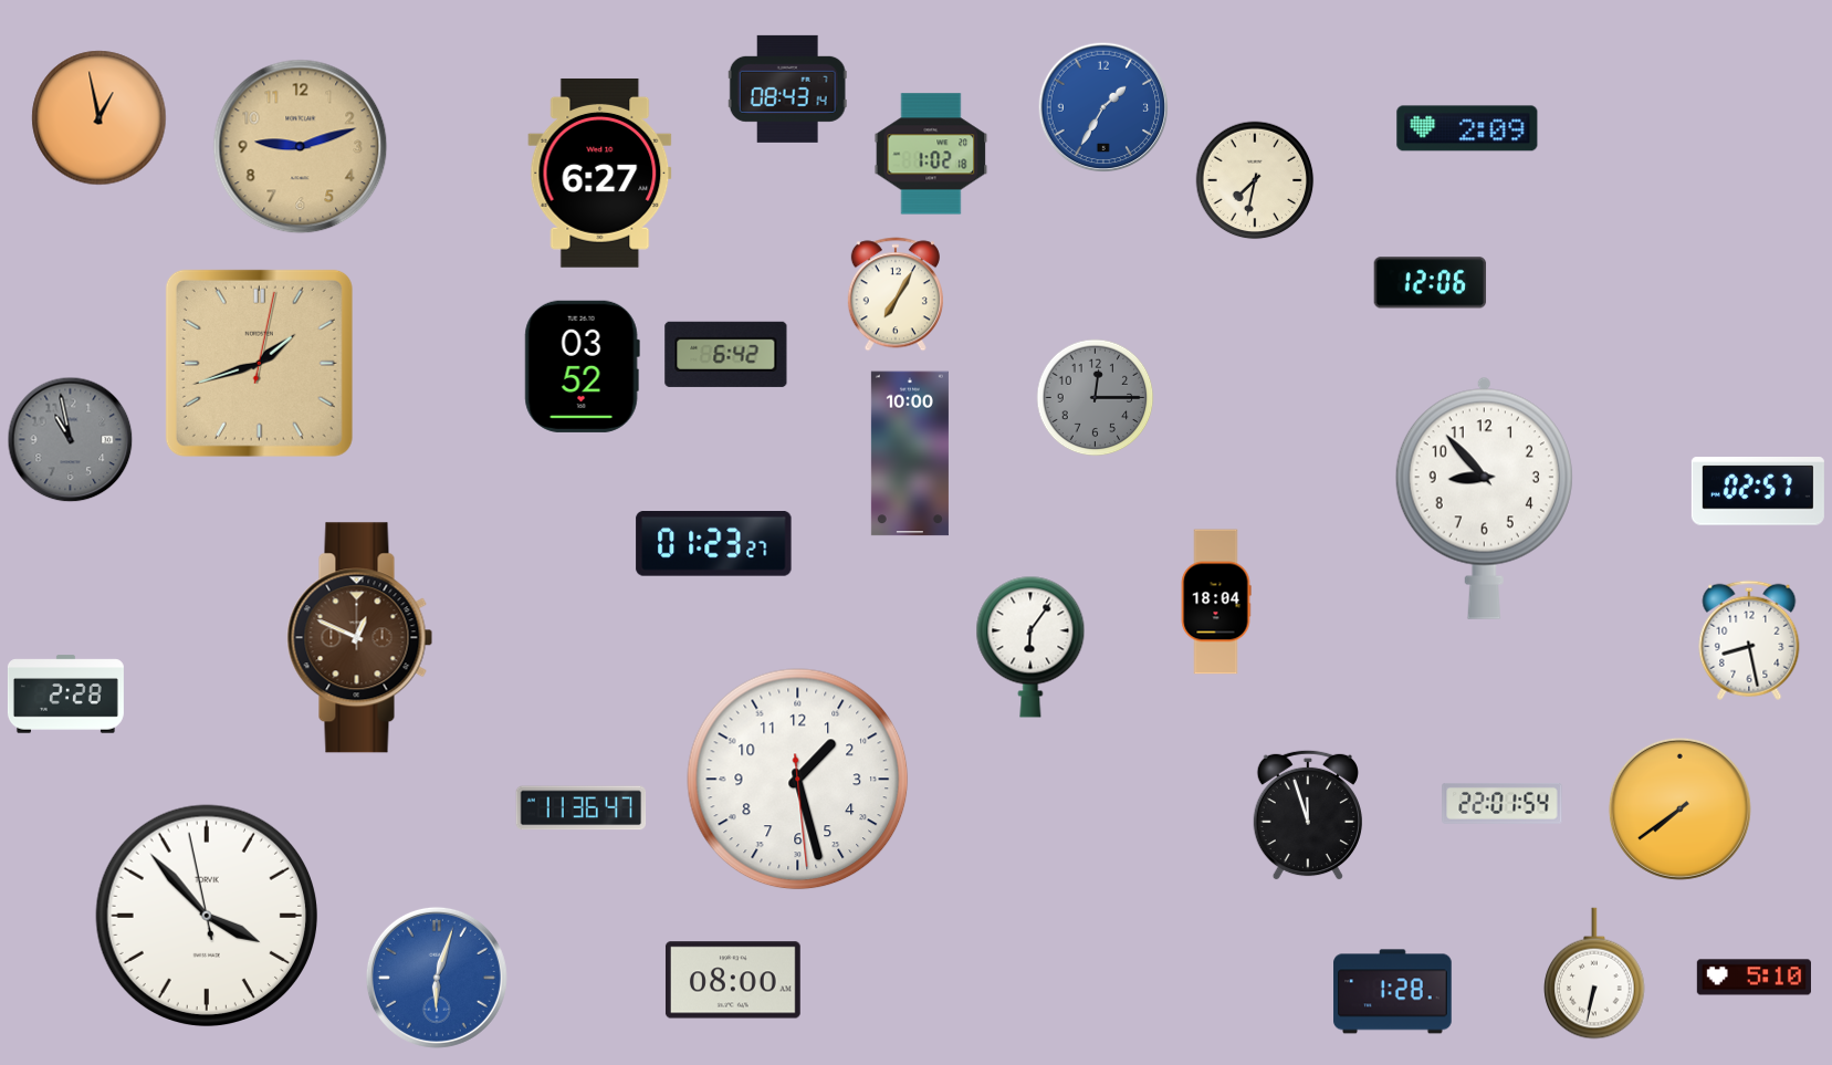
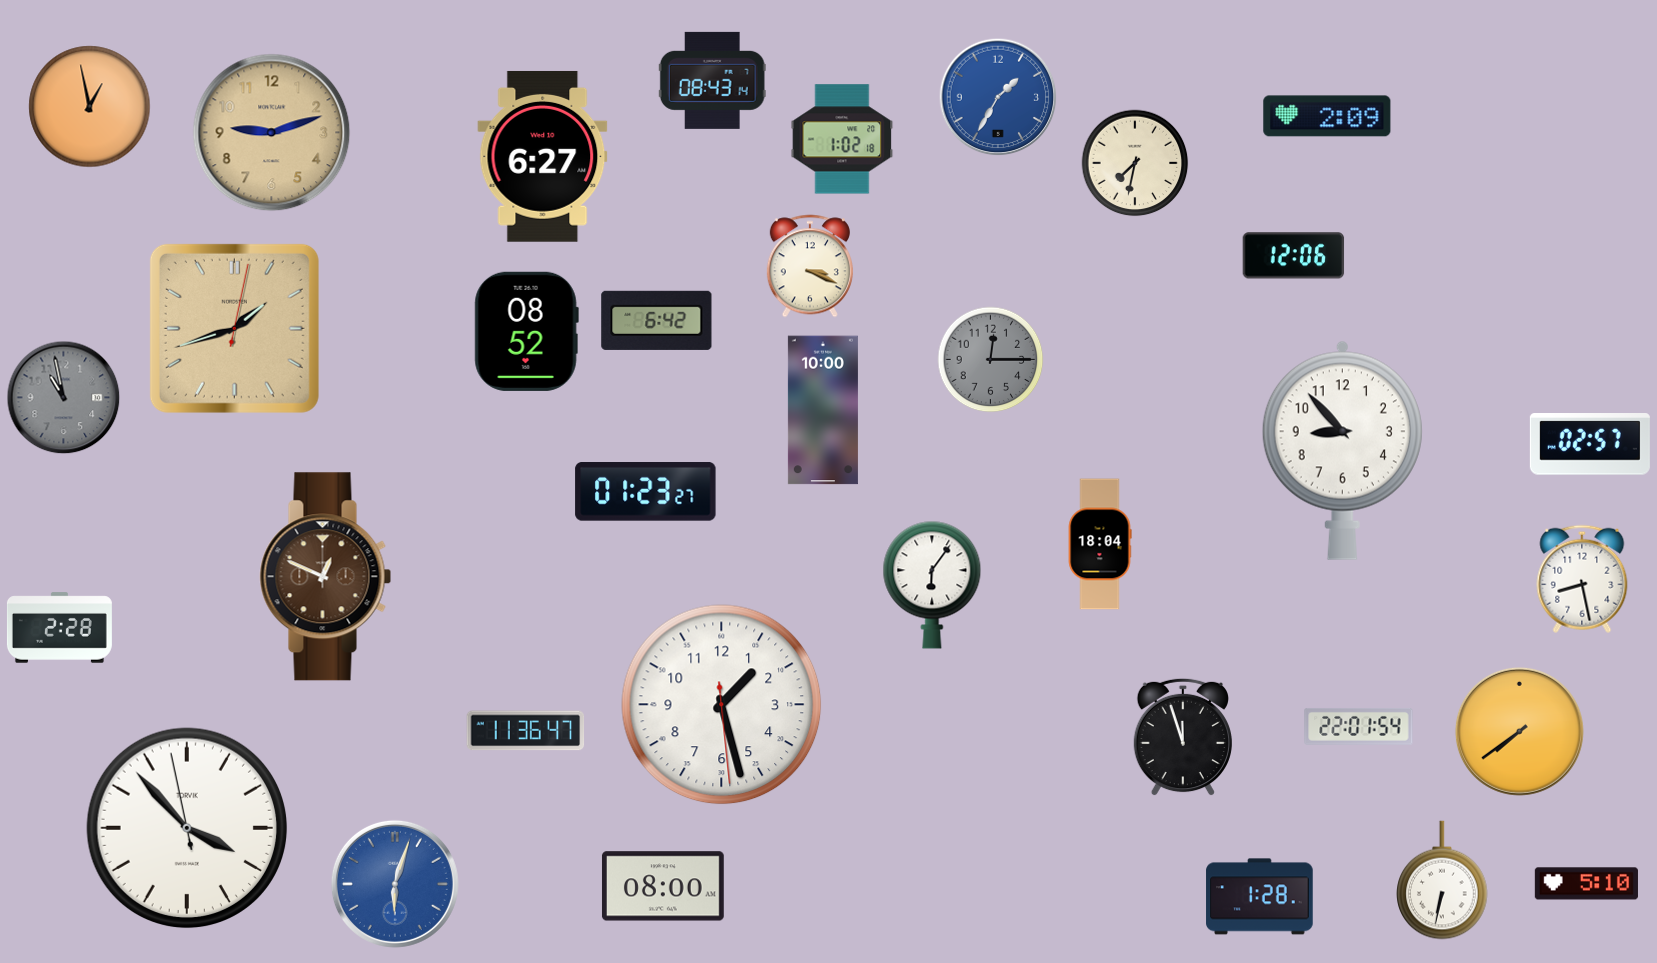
clock at (896, 294): 7:05 -> 3:19
clock at (582, 366): 03:52 -> 08:52
